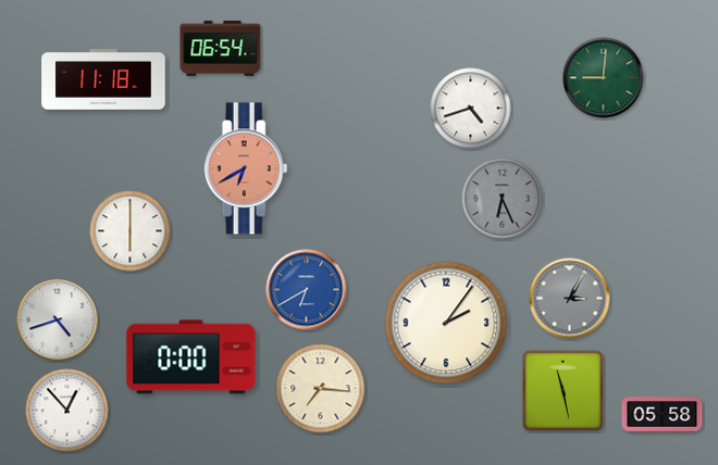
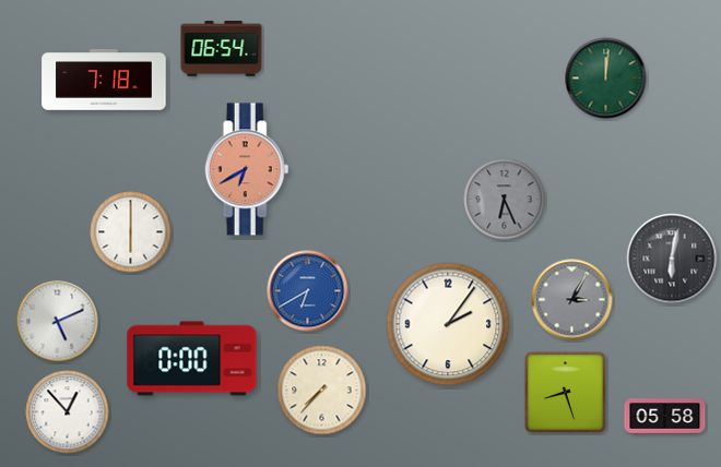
clock at (604, 78): 9:01 -> 12:01
clock at (103, 79): 11:18 -> 7:18
clock at (471, 109): 4:42 -> none
clock at (672, 259): none -> 6:02
clock at (58, 321): 4:42 -> 5:11
clock at (321, 389): 7:16 -> 7:37
clock at (562, 390): 11:28 -> 8:27
